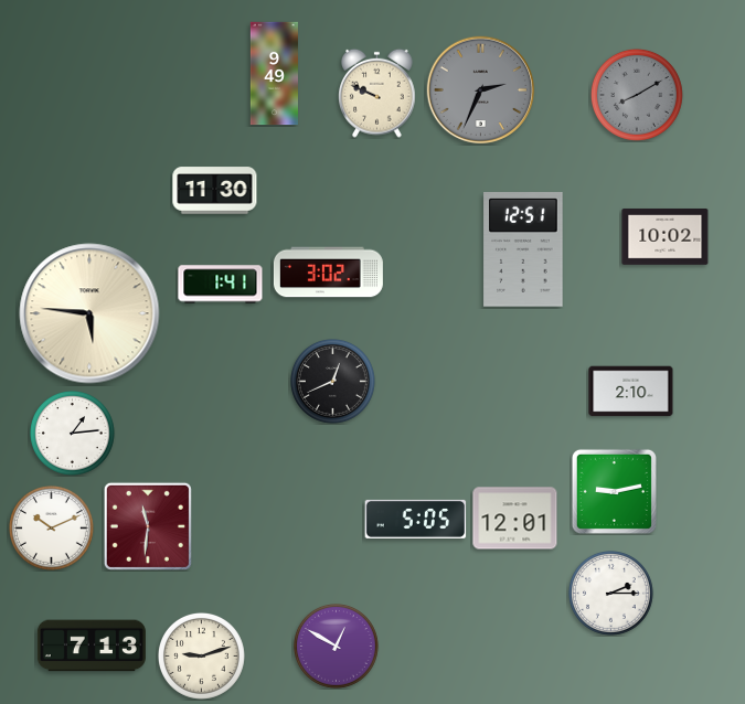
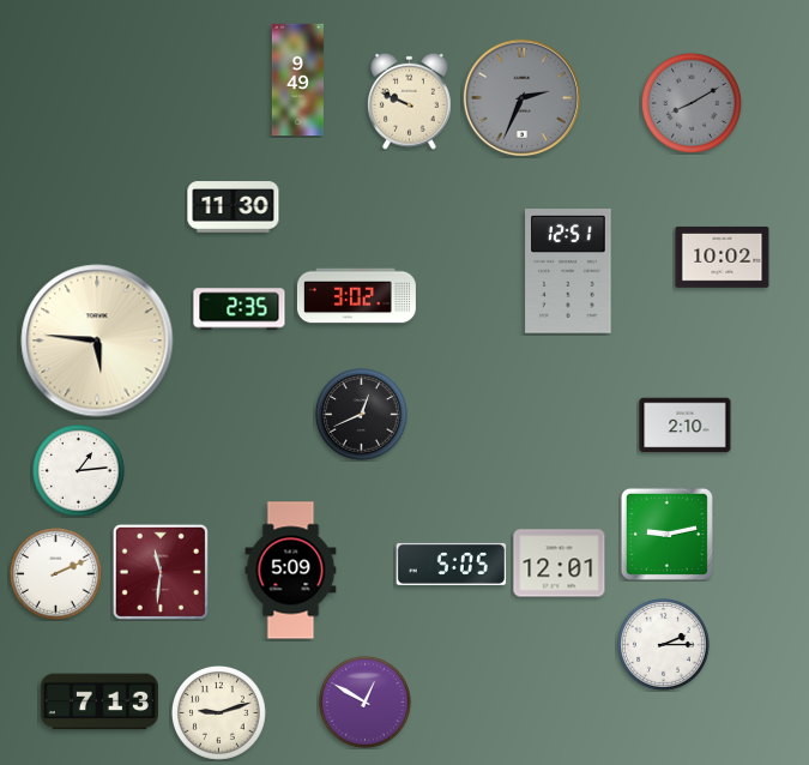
clock at (221, 285): 1:41 -> 2:35
clock at (291, 571): none -> 5:09
clock at (52, 529): 10:11 -> 2:11
